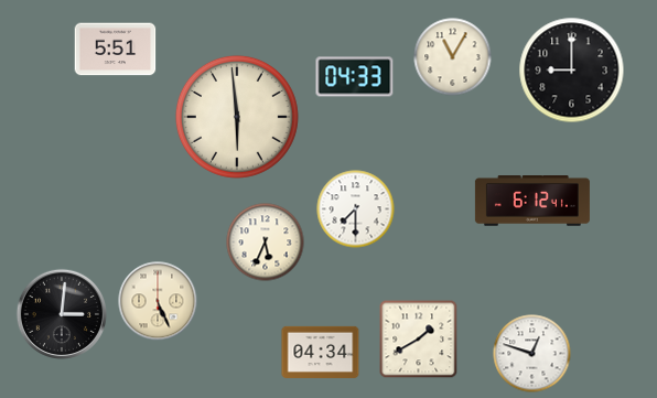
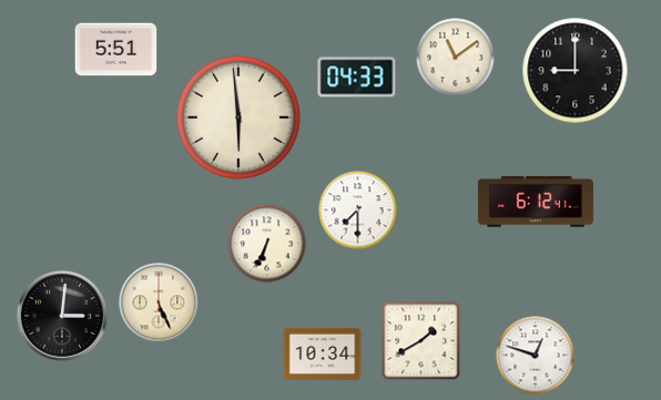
clock at (453, 57): 11:05 -> 11:09
clock at (266, 243): 5:34 -> 6:34
clock at (321, 352): 04:34 -> 10:34
